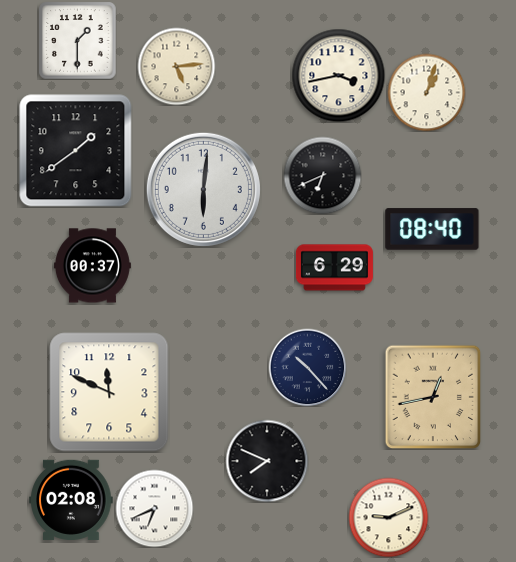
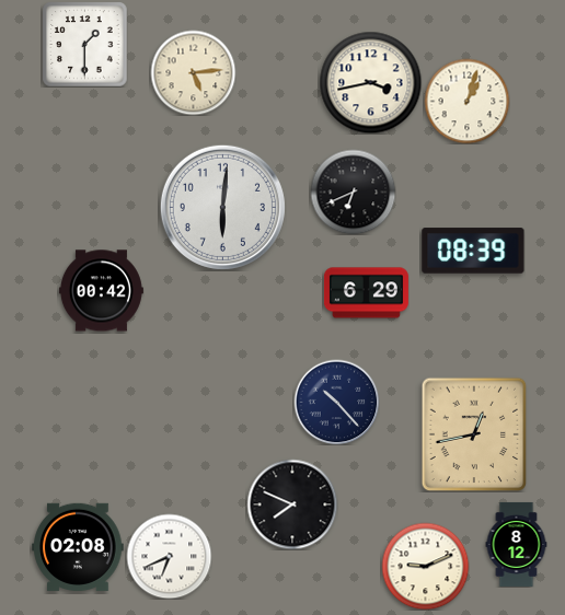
clock at (76, 151): 1:39 -> none
clock at (432, 229): 08:40 -> 08:39
clock at (92, 266): 00:37 -> 00:42
clock at (109, 392): 11:49 -> none
clock at (517, 544): none -> 8:12
